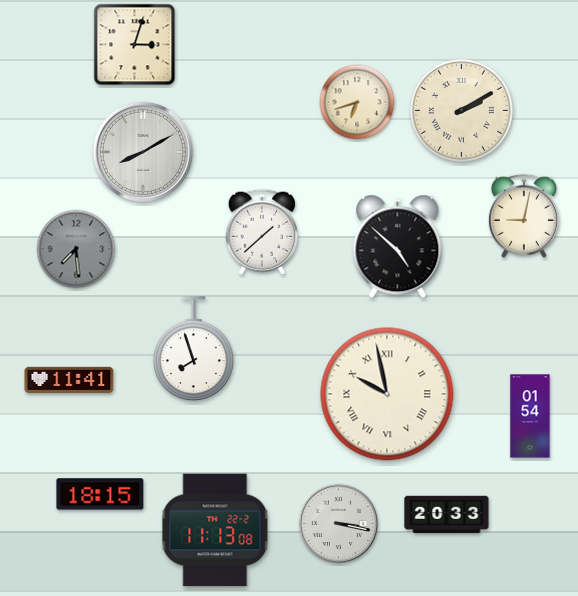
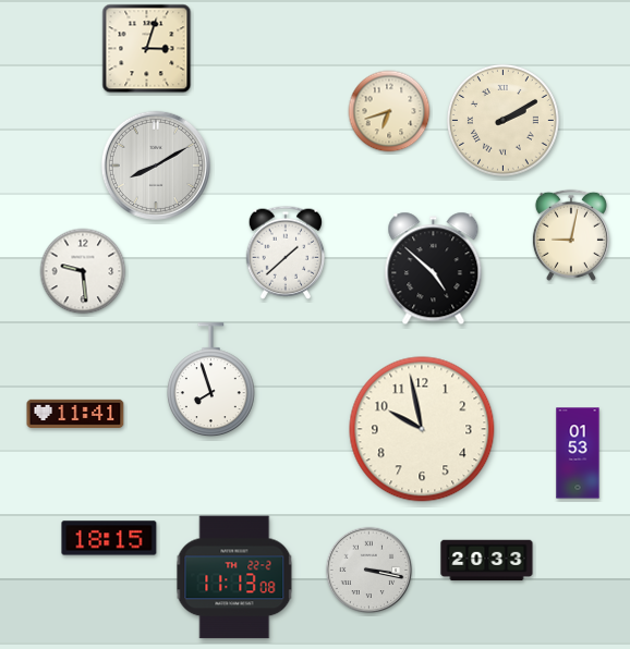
clock at (76, 249): 7:29 -> 9:29
clock at (76, 249) dial: grey -> white
clock at (387, 394) numerals: Roman -> Arabic
clock at (530, 416): 01:54 -> 01:53
